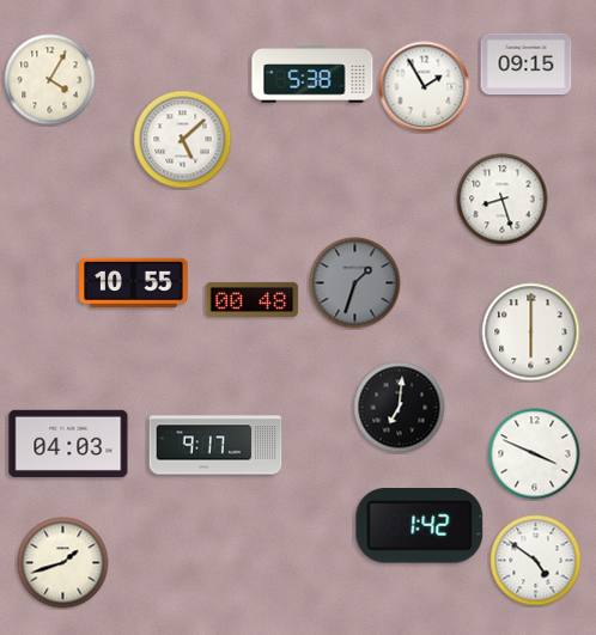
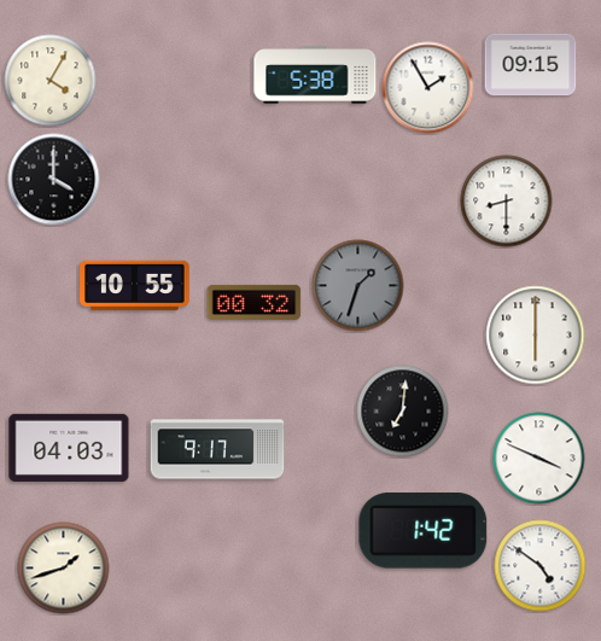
clock at (183, 140): 5:08 -> none
clock at (54, 180): none -> 4:00
clock at (503, 200): 8:27 -> 8:30
clock at (253, 299): 00:48 -> 00:32
